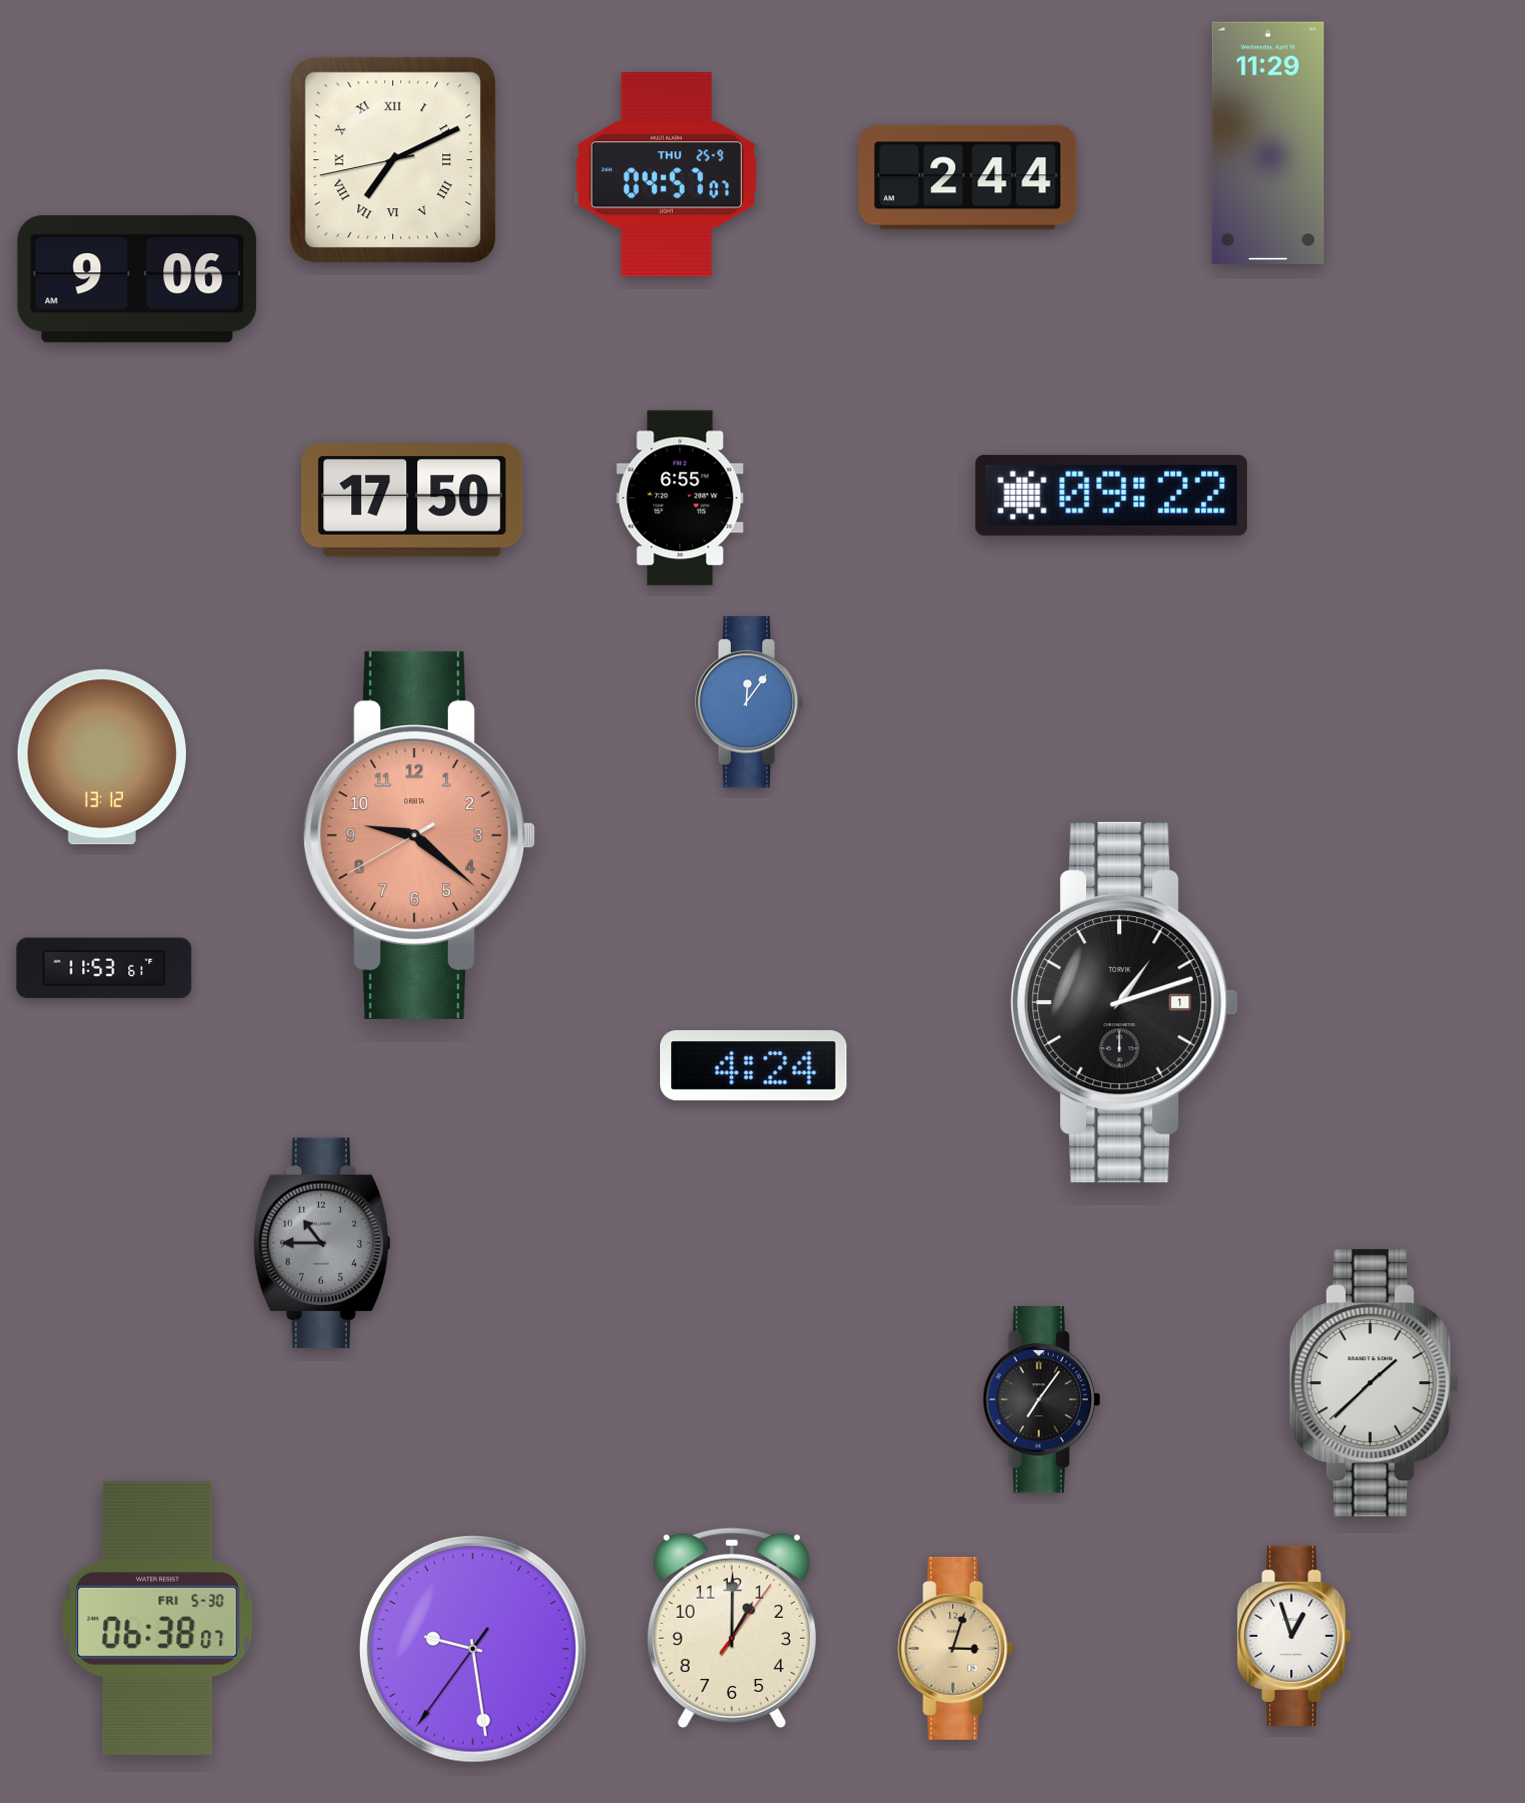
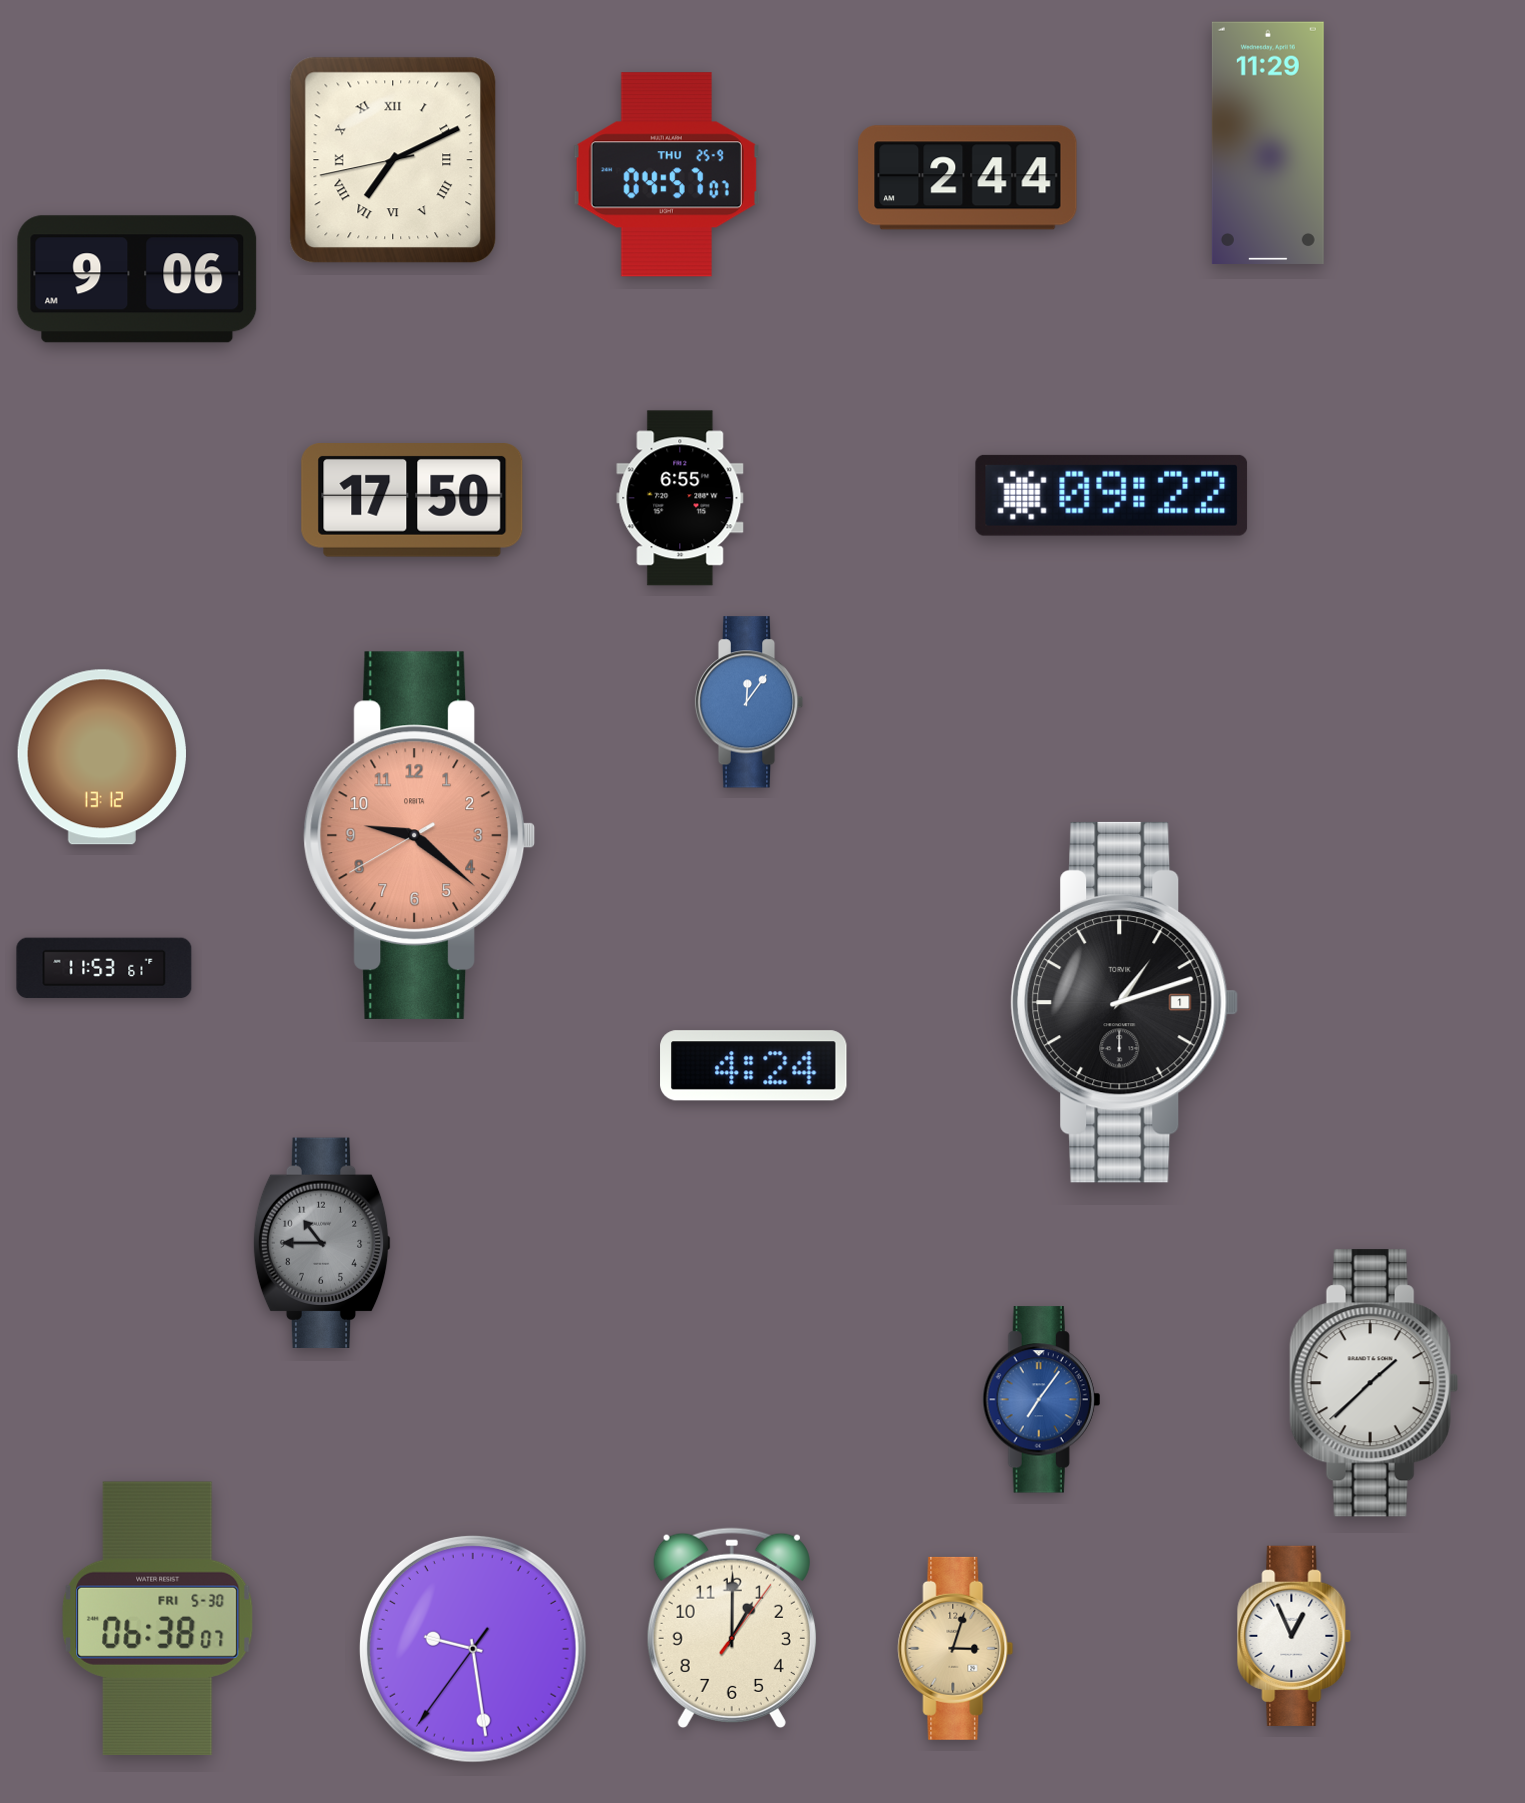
clock at (1042, 1400) dial: black -> blue
clock at (1294, 1636): 12:57 -> 12:56
